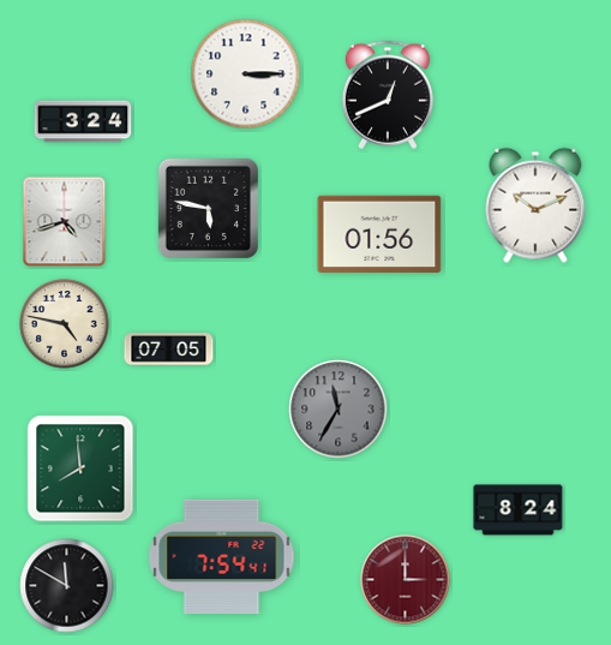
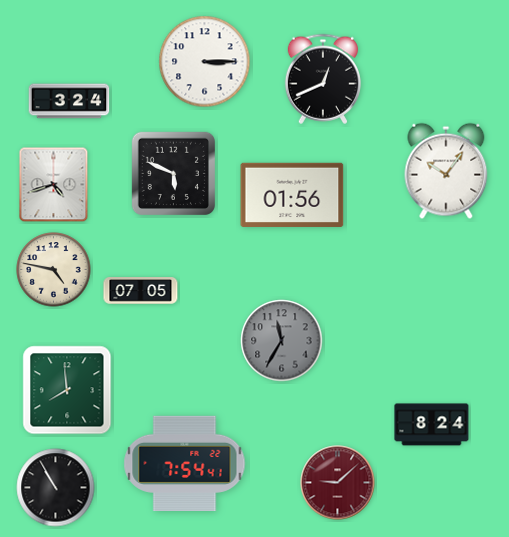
clock at (535, 205): 10:11 -> 10:06
clock at (208, 208): 5:47 -> 5:49
clock at (379, 234) position: (379, 234) -> (292, 195)
clock at (406, 580): 3:00 -> 9:08
clock at (67, 586): 11:50 -> 10:55
